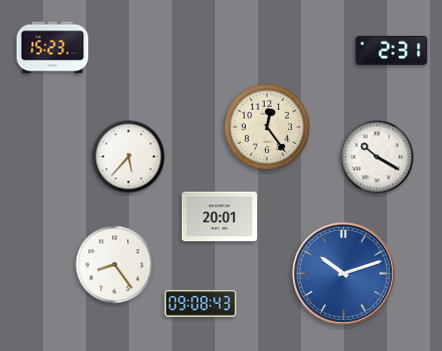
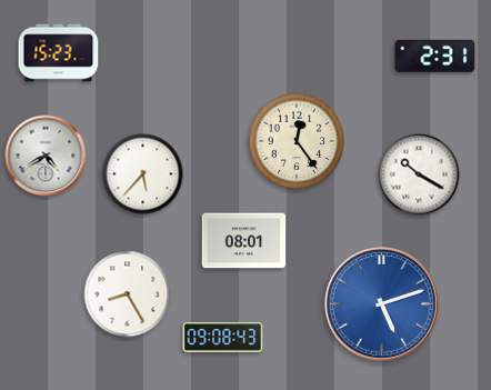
clock at (46, 156): none -> 4:40
clock at (220, 217): 20:01 -> 08:01
clock at (115, 265): 8:24 -> 8:25
clock at (344, 274): 10:12 -> 5:12
